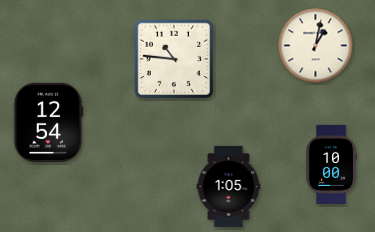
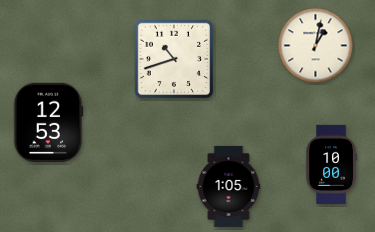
clock at (174, 59): 10:46 -> 10:42
clock at (48, 122): 12:54 -> 12:53
